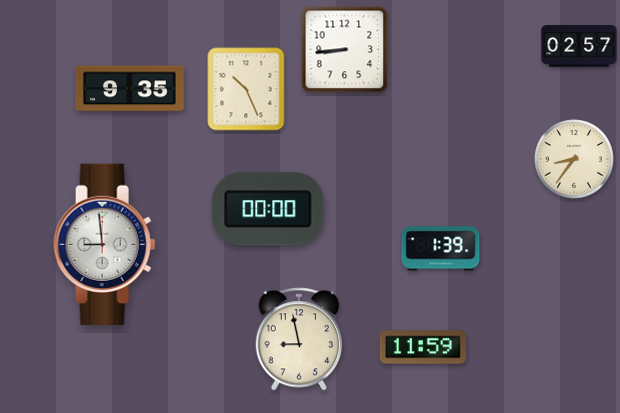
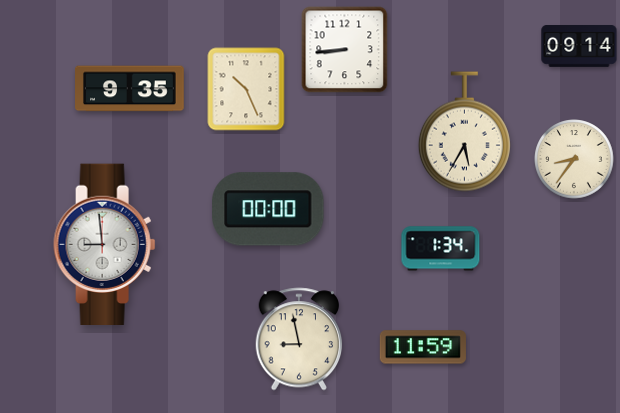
clock at (579, 47): 02:57 -> 09:14
clock at (464, 132): none -> 5:35
clock at (441, 249): 1:39 -> 1:34
